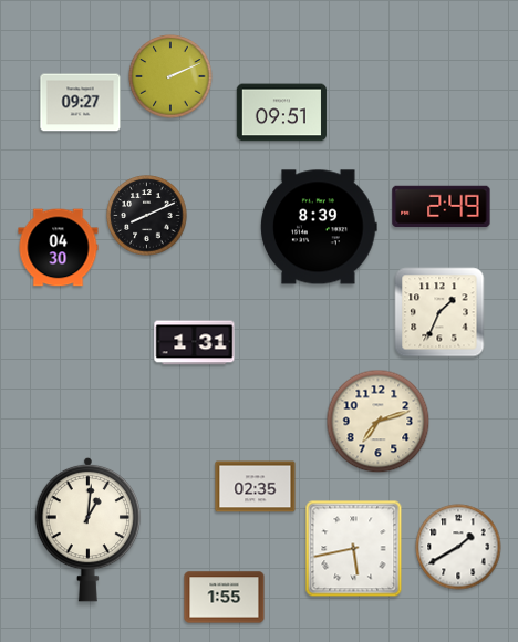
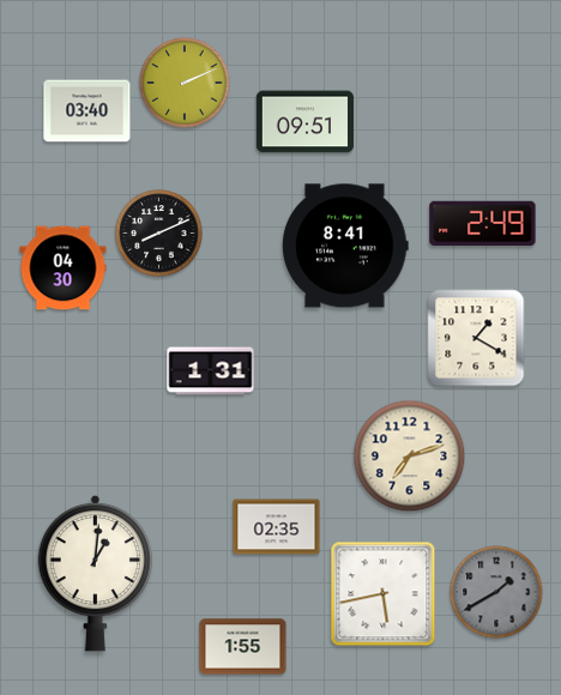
clock at (81, 103): 09:27 -> 03:40
clock at (442, 207) position: (442, 207) -> (483, 224)
clock at (319, 227): 8:39 -> 8:41
clock at (439, 312): 1:34 -> 1:20
clock at (458, 547) dial: white -> grey
